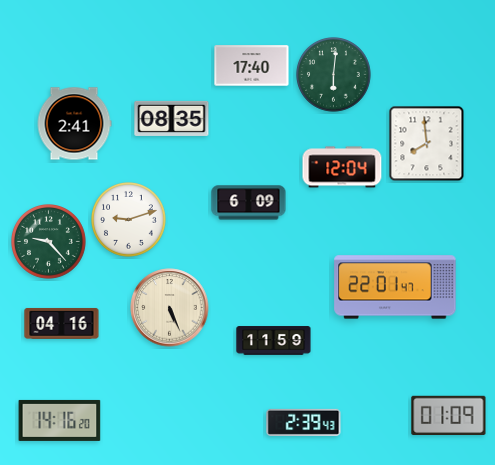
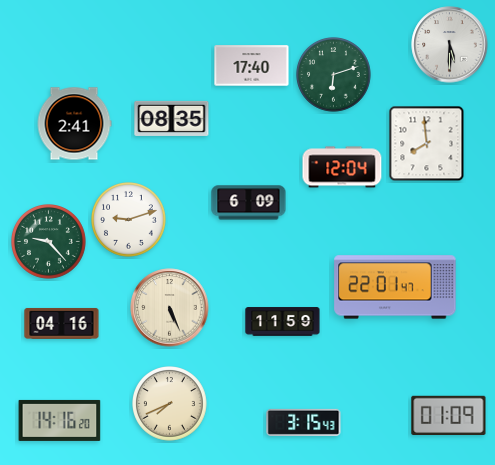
clock at (450, 45): none -> 5:30
clock at (334, 75): 6:01 -> 6:12
clock at (274, 341) position: (274, 341) -> (283, 322)
clock at (170, 404): none -> 7:41
clock at (304, 422): 2:39 -> 3:15
